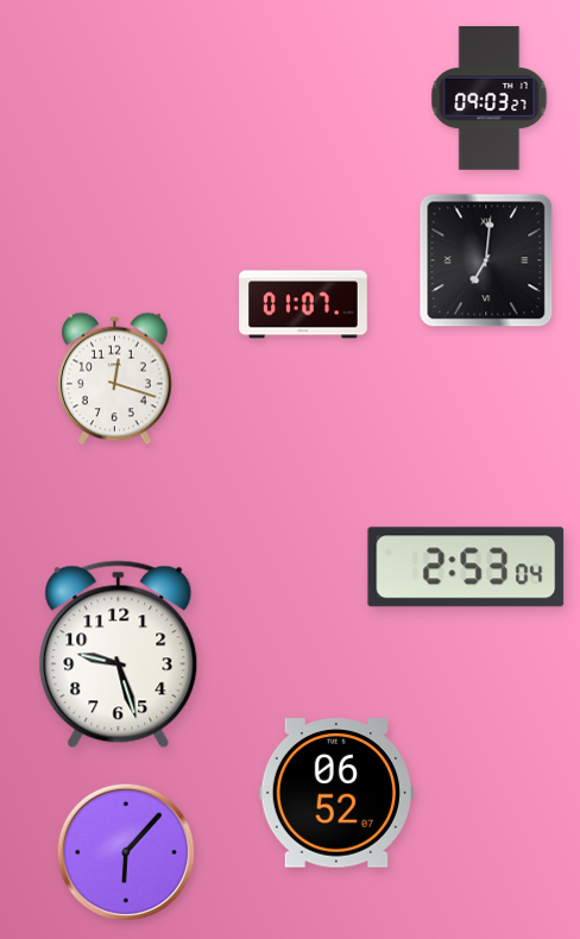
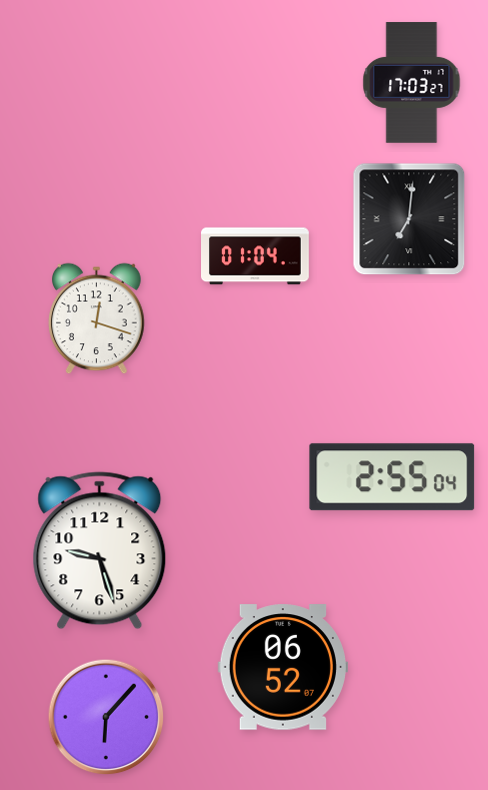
clock at (490, 99): 09:03 -> 17:03
clock at (304, 304): 01:07 -> 01:04
clock at (466, 567): 2:53 -> 2:55
